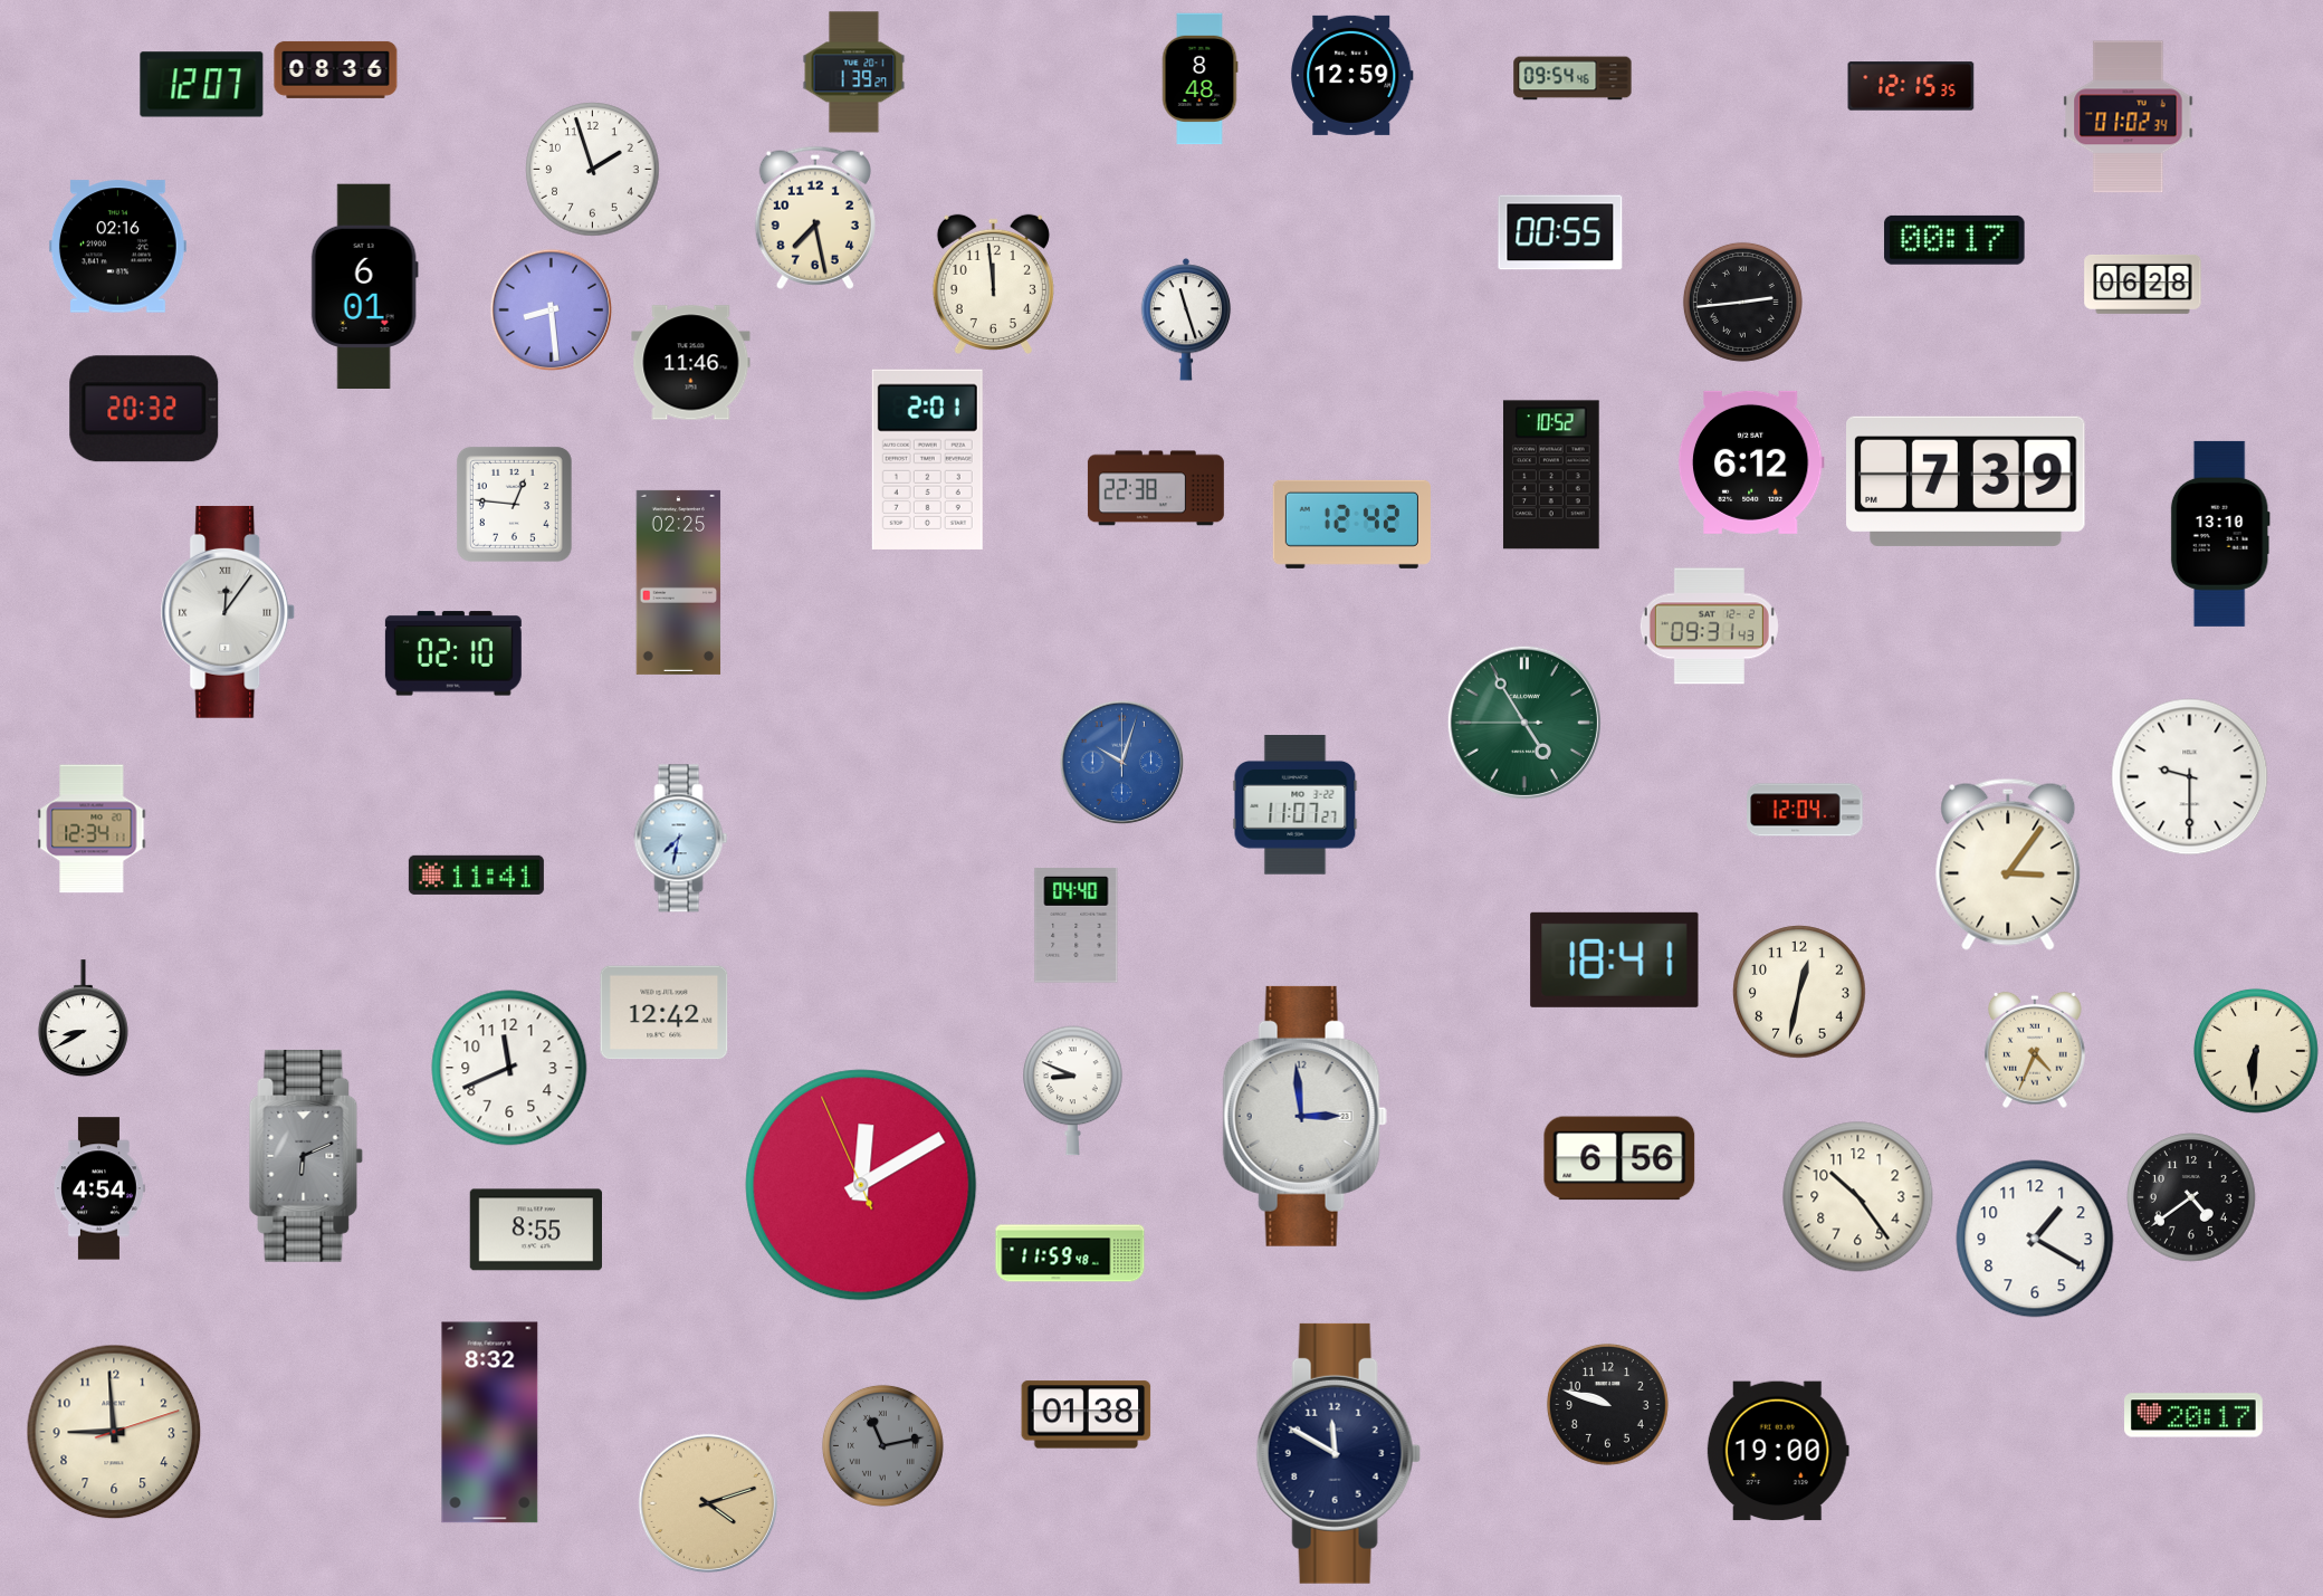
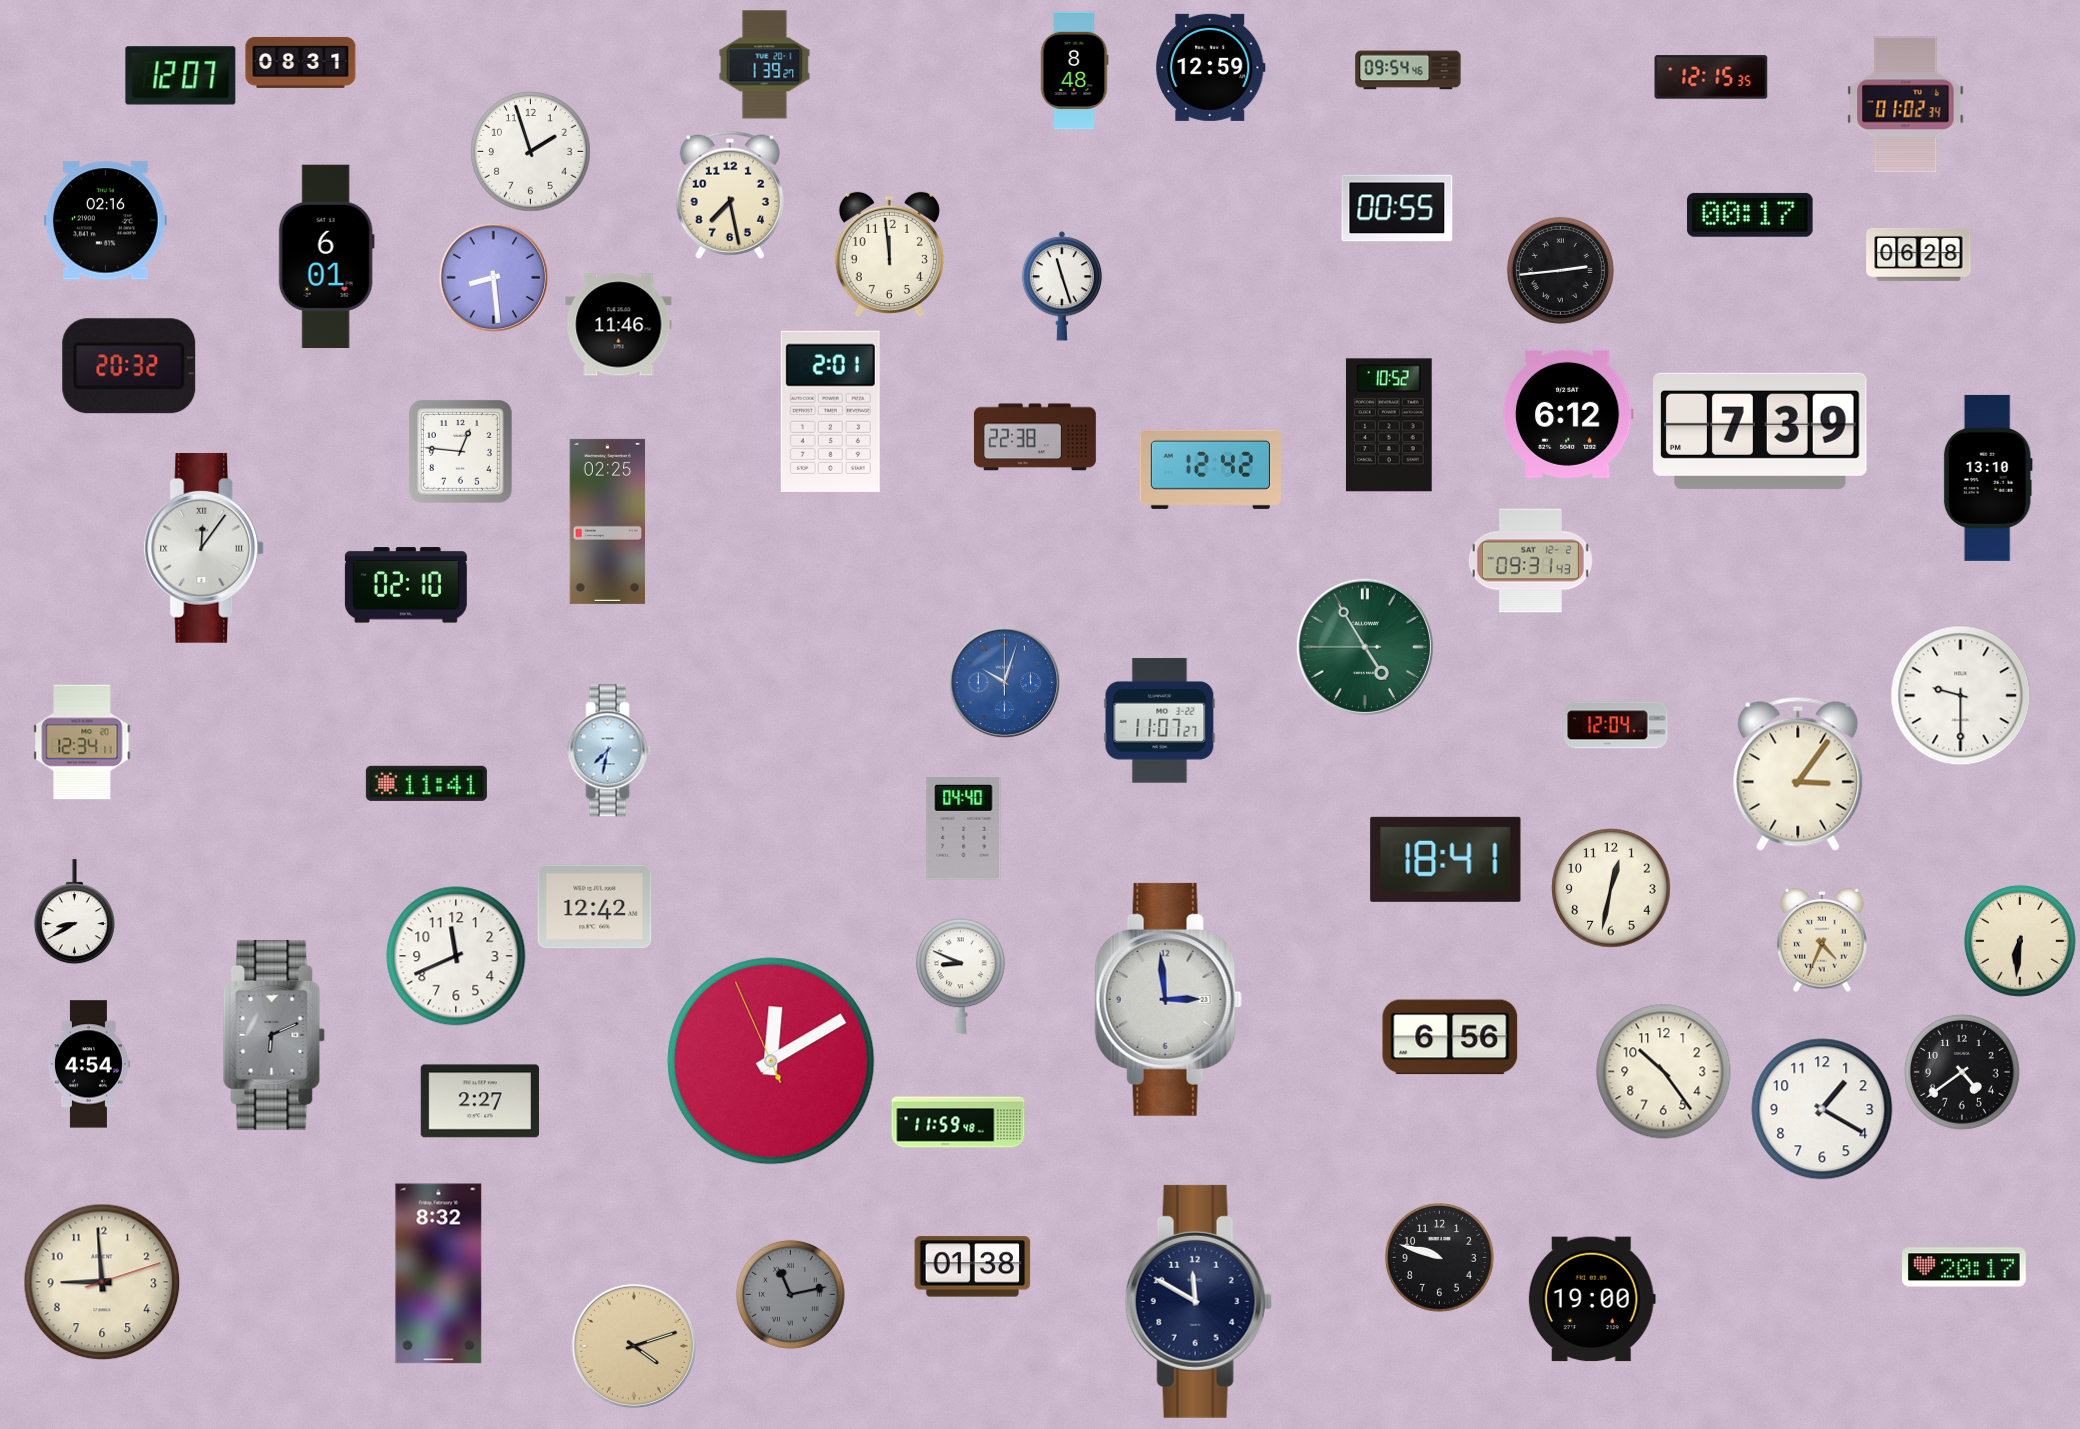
clock at (336, 69): 08:36 -> 08:31
clock at (535, 1230): 8:55 -> 2:27
